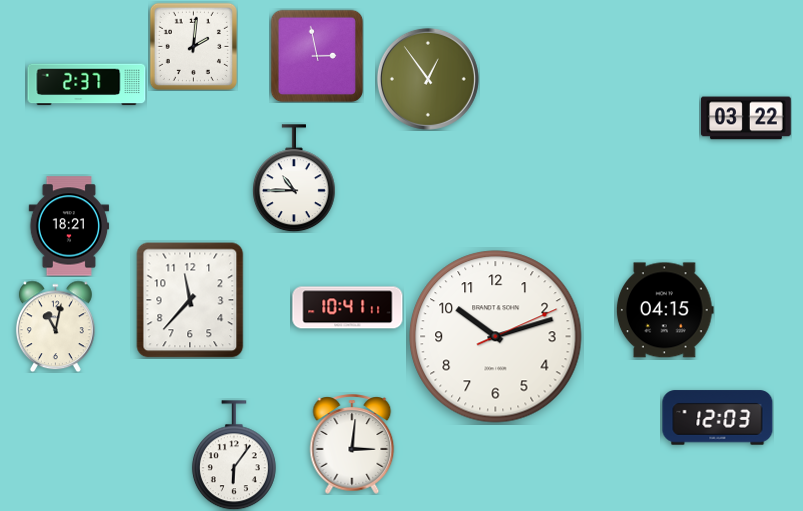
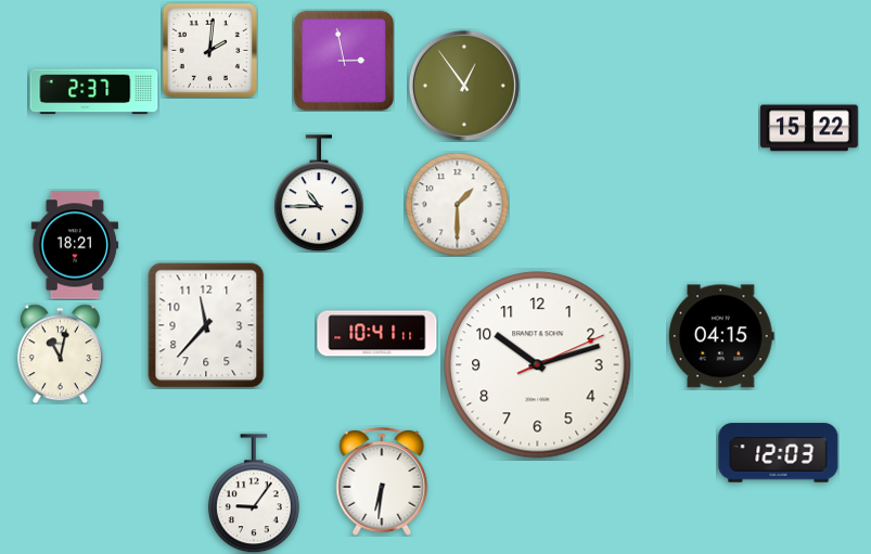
clock at (747, 118): 03:22 -> 15:22
clock at (457, 204): none -> 1:30
clock at (352, 444): 3:01 -> 6:31
clock at (234, 455): 6:06 -> 9:06
